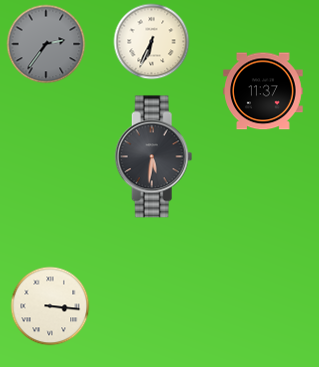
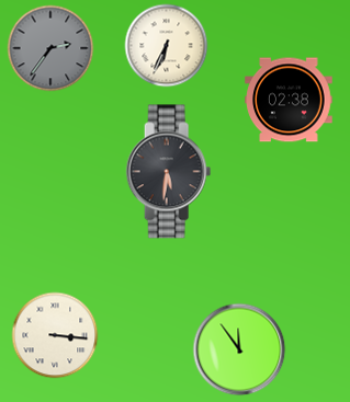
clock at (263, 91): 11:37 -> 02:38
clock at (239, 349): none -> 11:54
